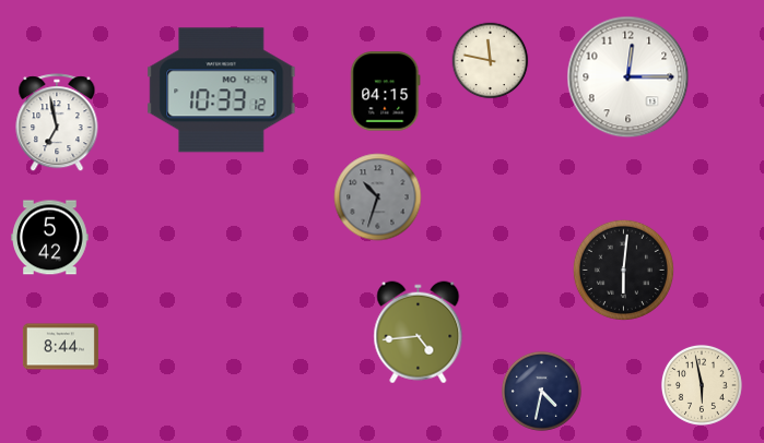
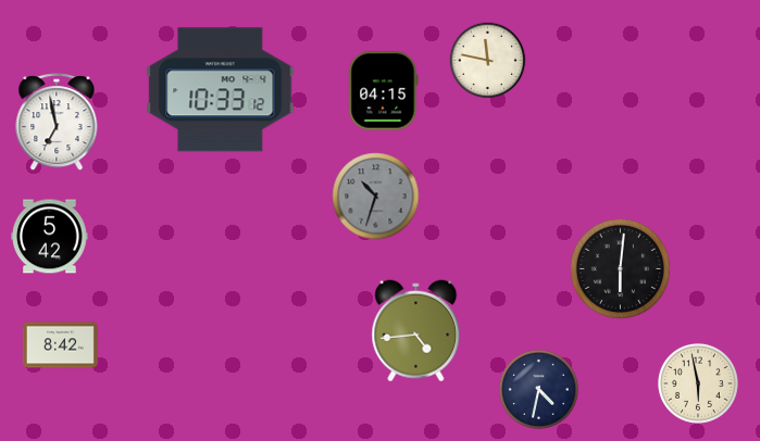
clock at (628, 77): 12:15 -> none
clock at (60, 347): 8:44 -> 8:42
